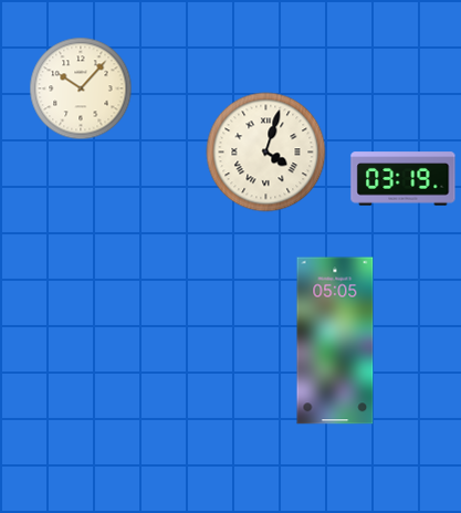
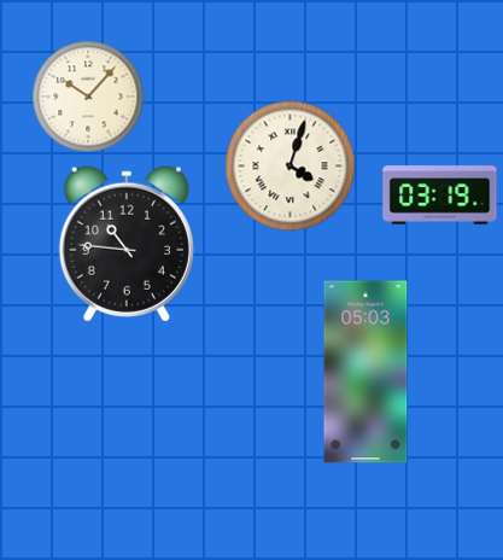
clock at (127, 244): none -> 10:46
clock at (335, 341): 05:05 -> 05:03
